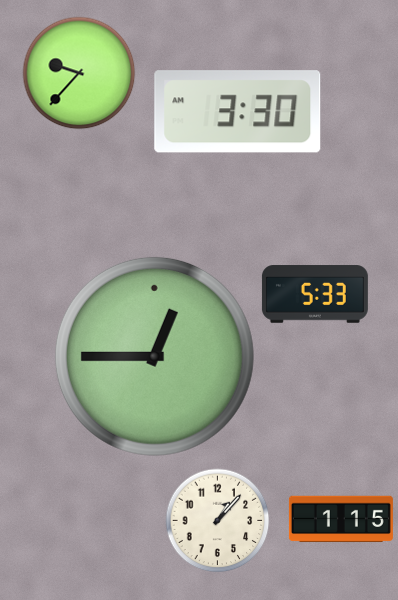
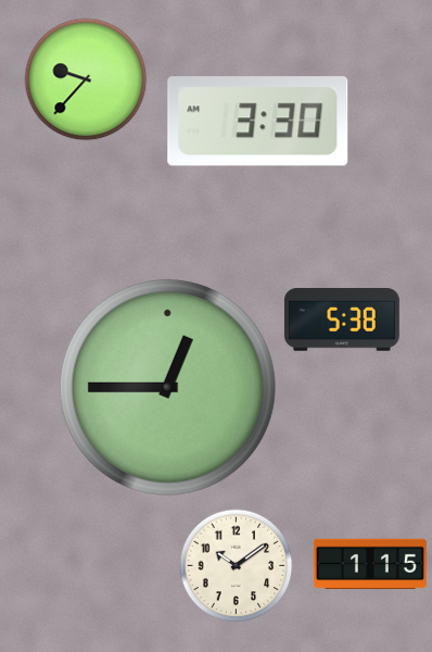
clock at (315, 294): 5:33 -> 5:38
clock at (218, 521): 1:07 -> 10:09
